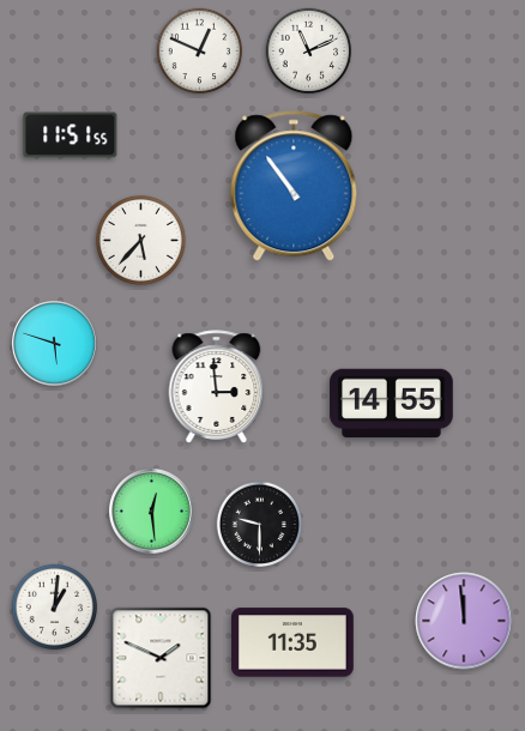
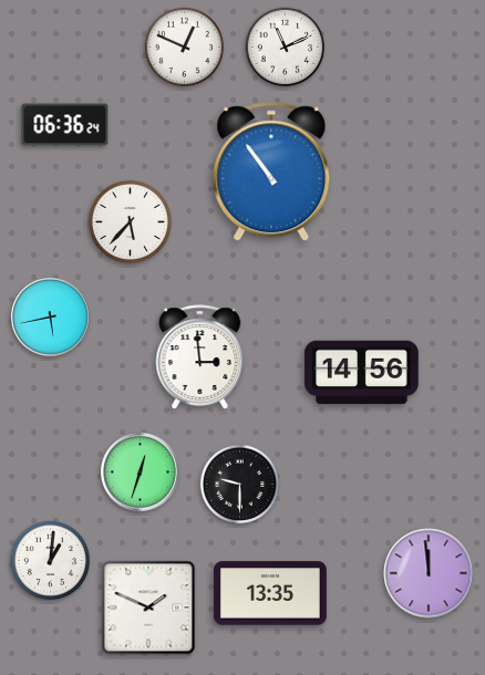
clock at (71, 135): 11:51 -> 06:36
clock at (55, 344): 5:48 -> 5:43
clock at (392, 404): 14:55 -> 14:56
clock at (152, 512): 12:29 -> 12:33
clock at (292, 642): 11:35 -> 13:35
